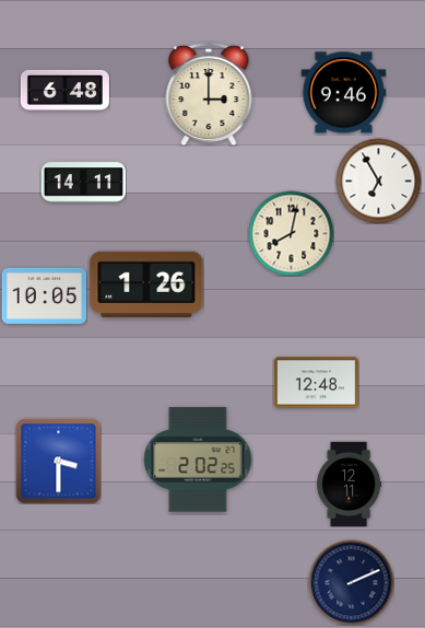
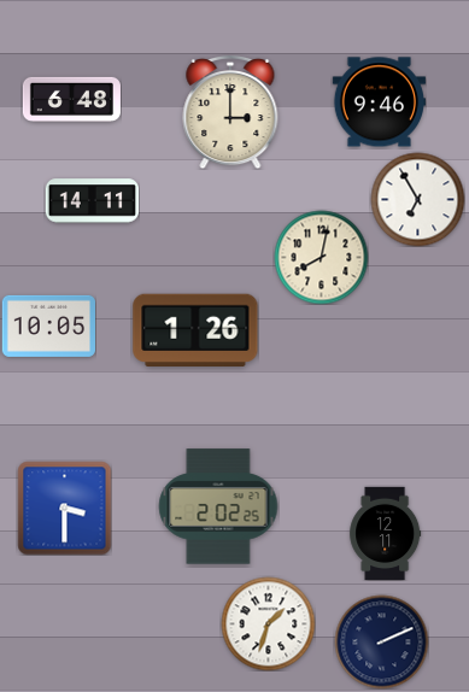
clock at (209, 94) position: (209, 94) -> (230, 112)
clock at (146, 283) position: (146, 283) -> (195, 329)
clock at (316, 383): 12:48 -> none
clock at (268, 623): none -> 1:33
clock at (351, 582) position: (351, 582) -> (381, 641)
